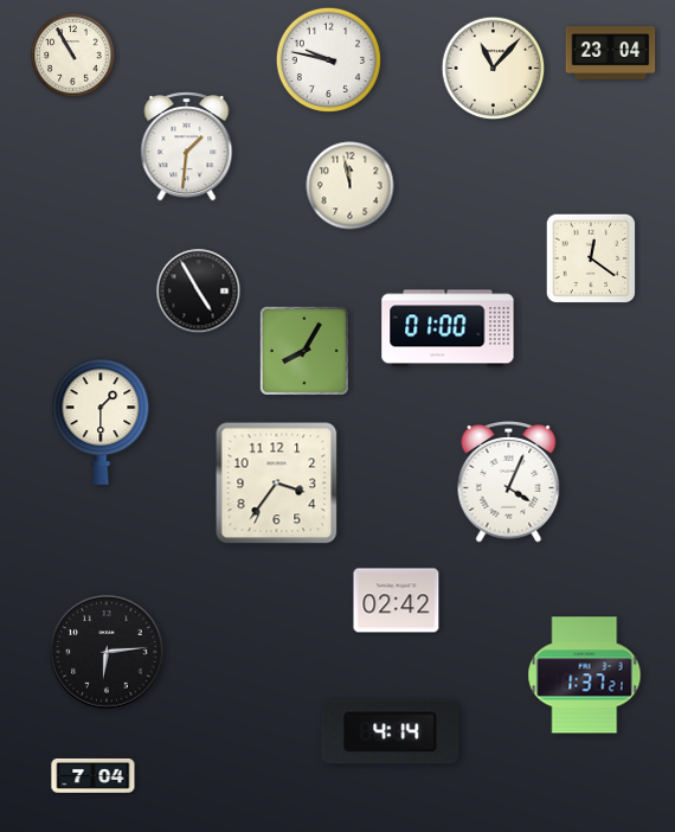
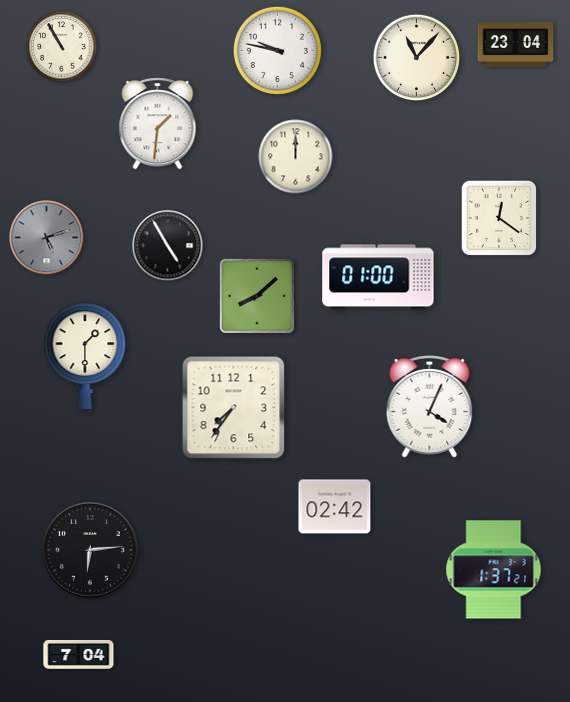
clock at (351, 186): 11:58 -> 12:00
clock at (47, 238): none -> 5:12
clock at (304, 351): 8:05 -> 8:08
clock at (277, 484): 3:36 -> 7:36
clock at (391, 732): 4:14 -> none
